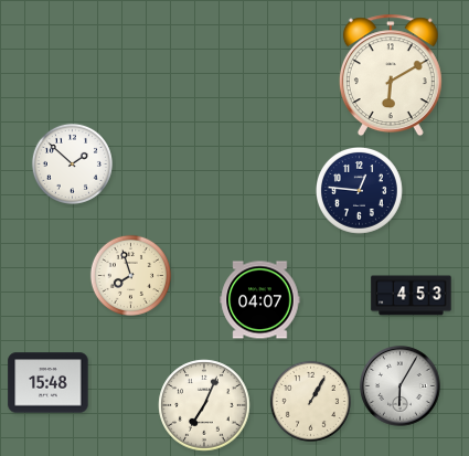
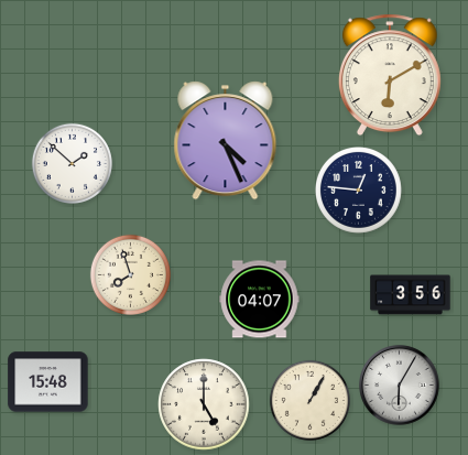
clock at (226, 141): none -> 4:26
clock at (412, 296): 4:53 -> 3:56
clock at (204, 405): 7:04 -> 5:00
